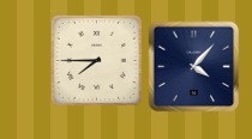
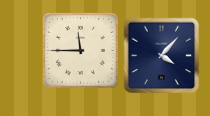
clock at (96, 60): 7:45 -> 11:45
